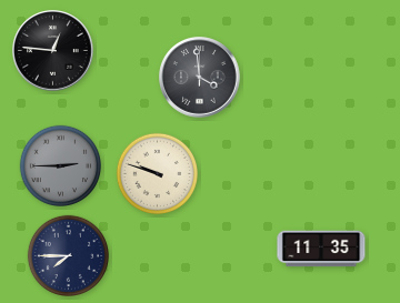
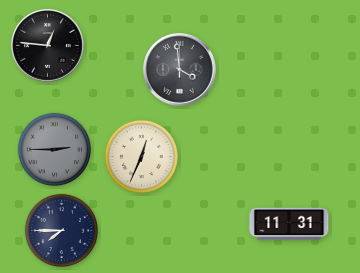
clock at (157, 173): 9:48 -> 12:34
clock at (321, 249): 11:35 -> 11:31
